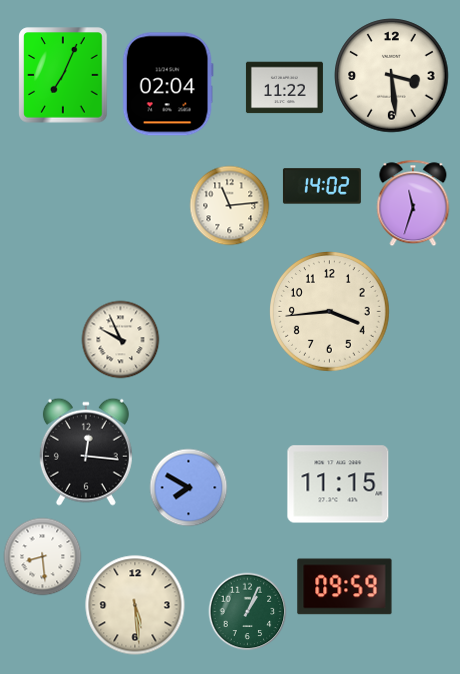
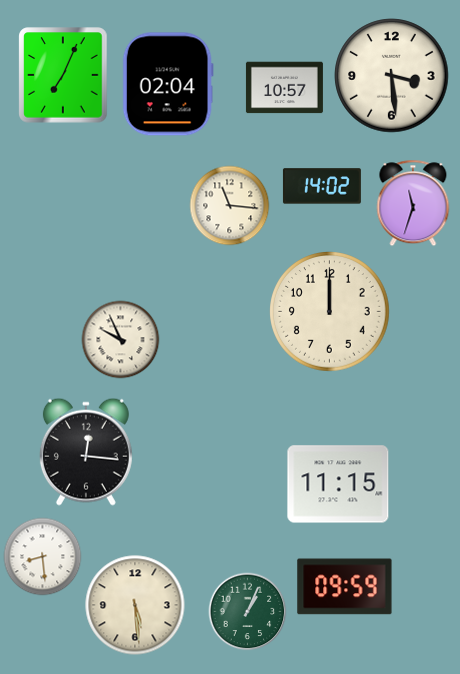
clock at (284, 88): 11:22 -> 10:57
clock at (229, 205): 11:14 -> 11:16
clock at (330, 312): 3:44 -> 12:00
clock at (188, 487): 7:50 -> none
